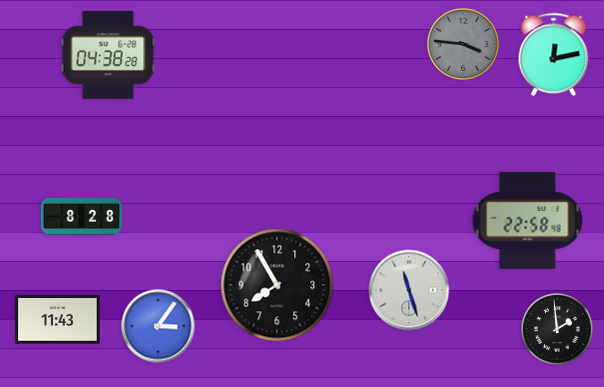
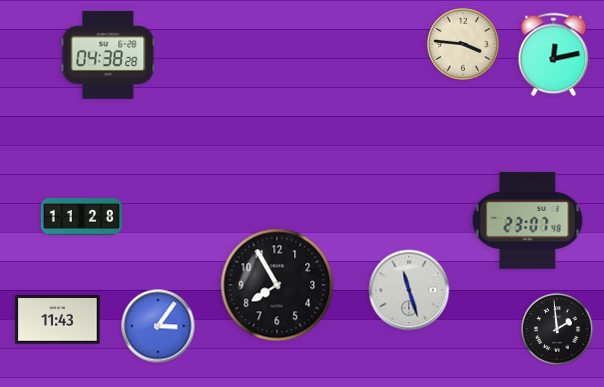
clock at (464, 45) dial: grey -> cream
clock at (81, 217): 8:28 -> 11:28
clock at (528, 221): 22:58 -> 23:07
